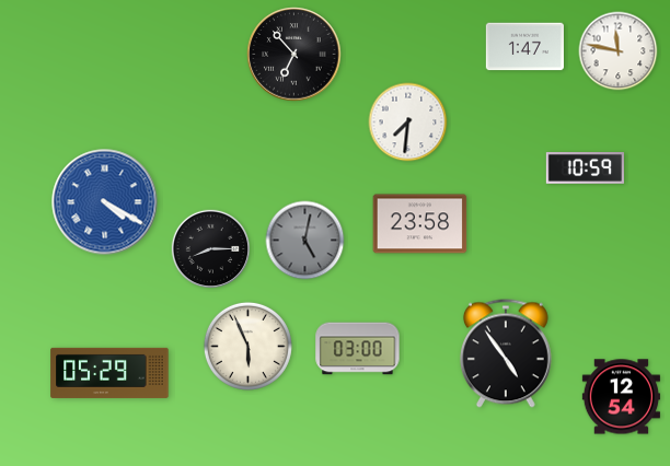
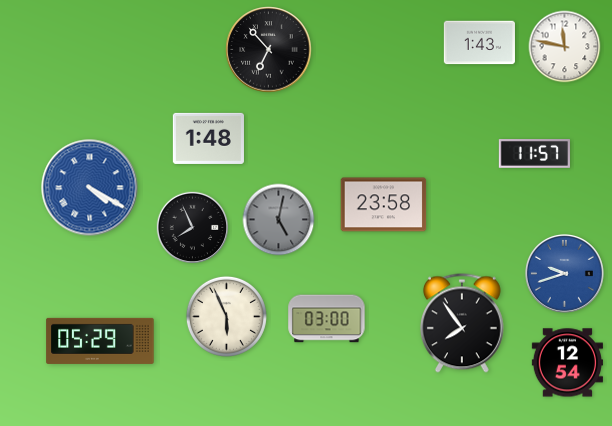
clock at (524, 47): 1:47 -> 1:43
clock at (408, 123): 7:31 -> none
clock at (208, 138): none -> 1:48
clock at (585, 168): 10:59 -> 11:57
clock at (105, 202) position: (105, 202) -> (90, 188)
clock at (210, 248): 8:15 -> 7:56
clock at (564, 273): none -> 9:42
clock at (506, 353): 4:54 -> 7:54
